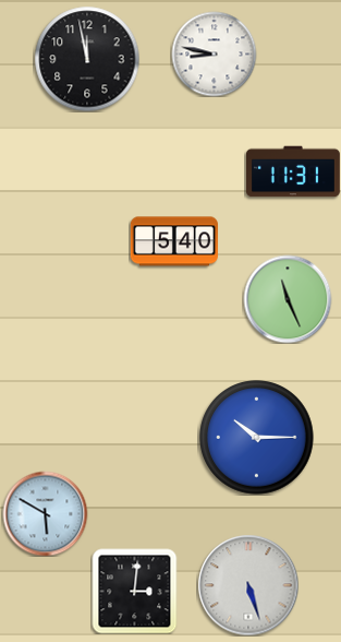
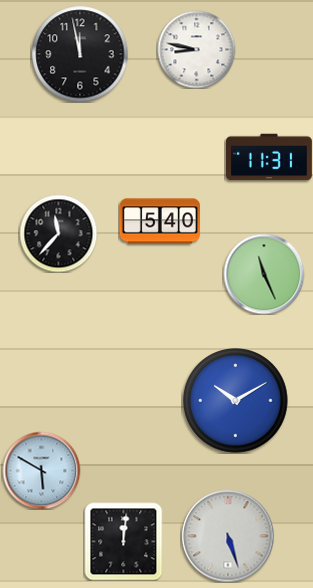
clock at (58, 233): none -> 11:37
clock at (257, 438): 10:15 -> 10:10
clock at (134, 591): 3:01 -> 12:01
